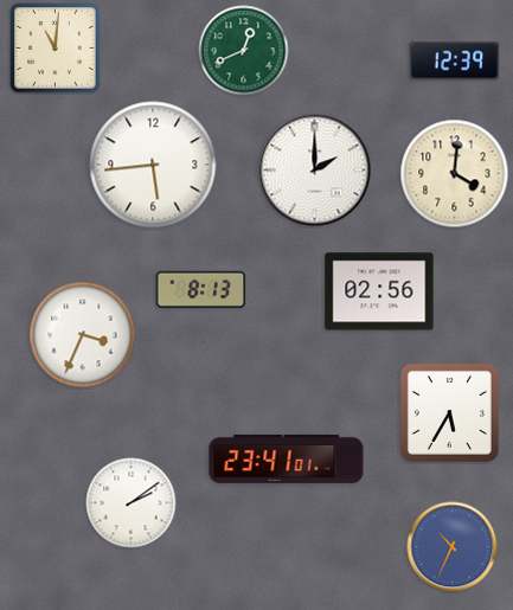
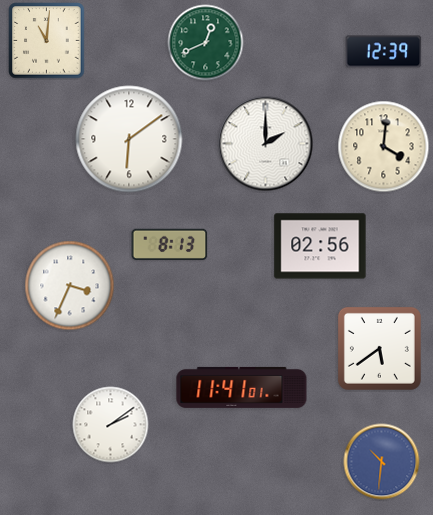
clock at (153, 165): 5:44 -> 6:09
clock at (83, 335) position: (83, 335) -> (70, 286)
clock at (449, 412): 5:35 -> 5:39
clock at (287, 458): 23:41 -> 11:41
clock at (453, 547): 10:34 -> 10:31
